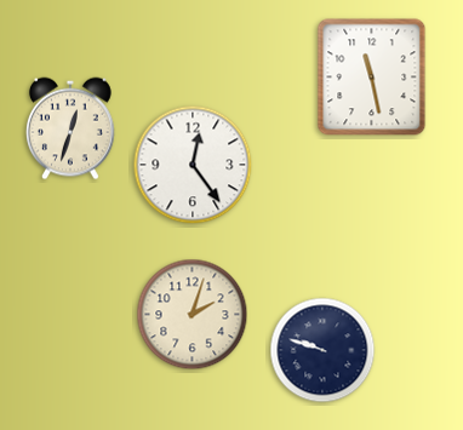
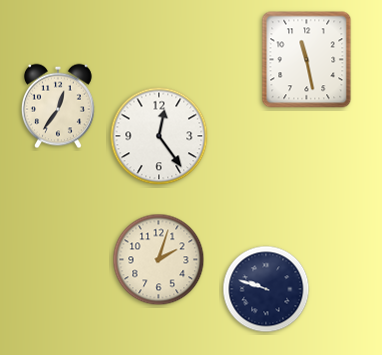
clock at (372, 78) position: (372, 78) -> (307, 60)
clock at (70, 128): 12:33 -> 12:36
